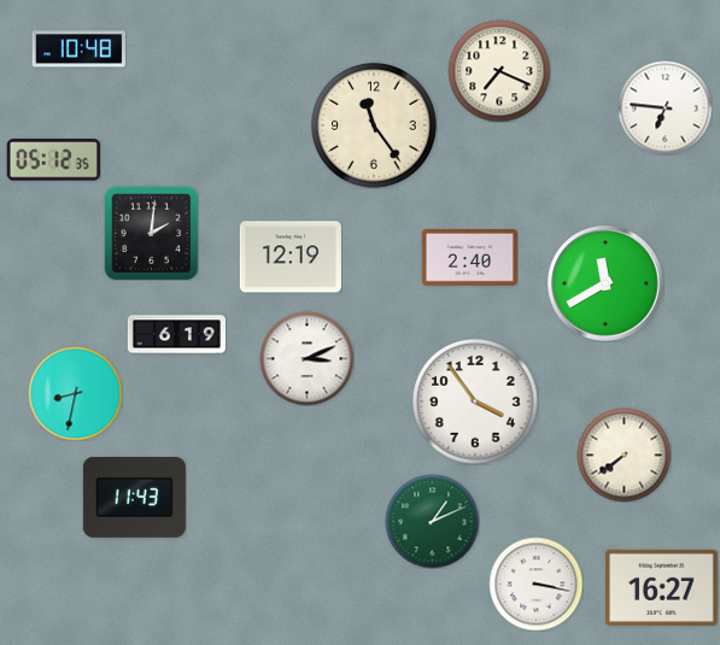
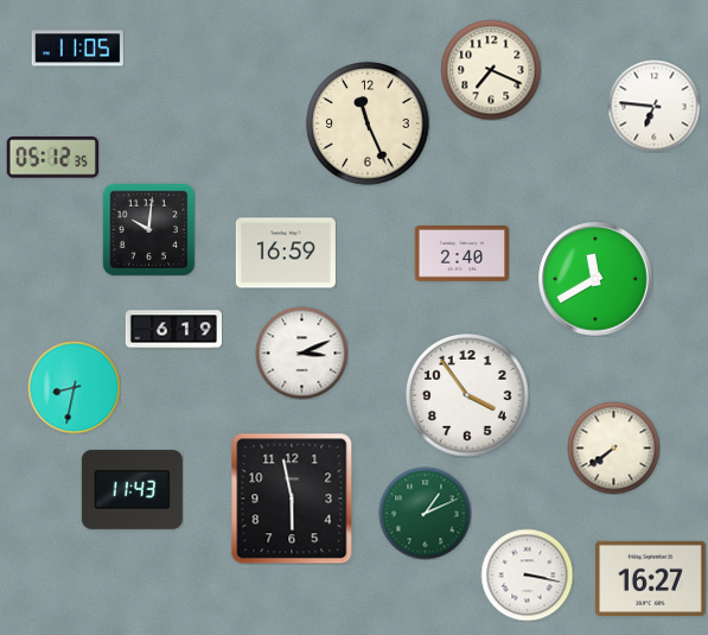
clock at (78, 49): 10:48 -> 11:05
clock at (375, 127): 11:24 -> 11:26
clock at (151, 233): 2:01 -> 10:01
clock at (291, 257): 12:19 -> 16:59
clock at (292, 499): none -> 5:58
